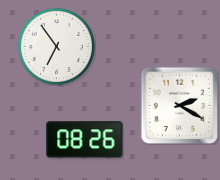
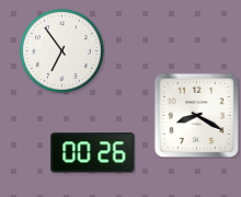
clock at (179, 105): 2:20 -> 8:20
clock at (85, 140): 08:26 -> 00:26
